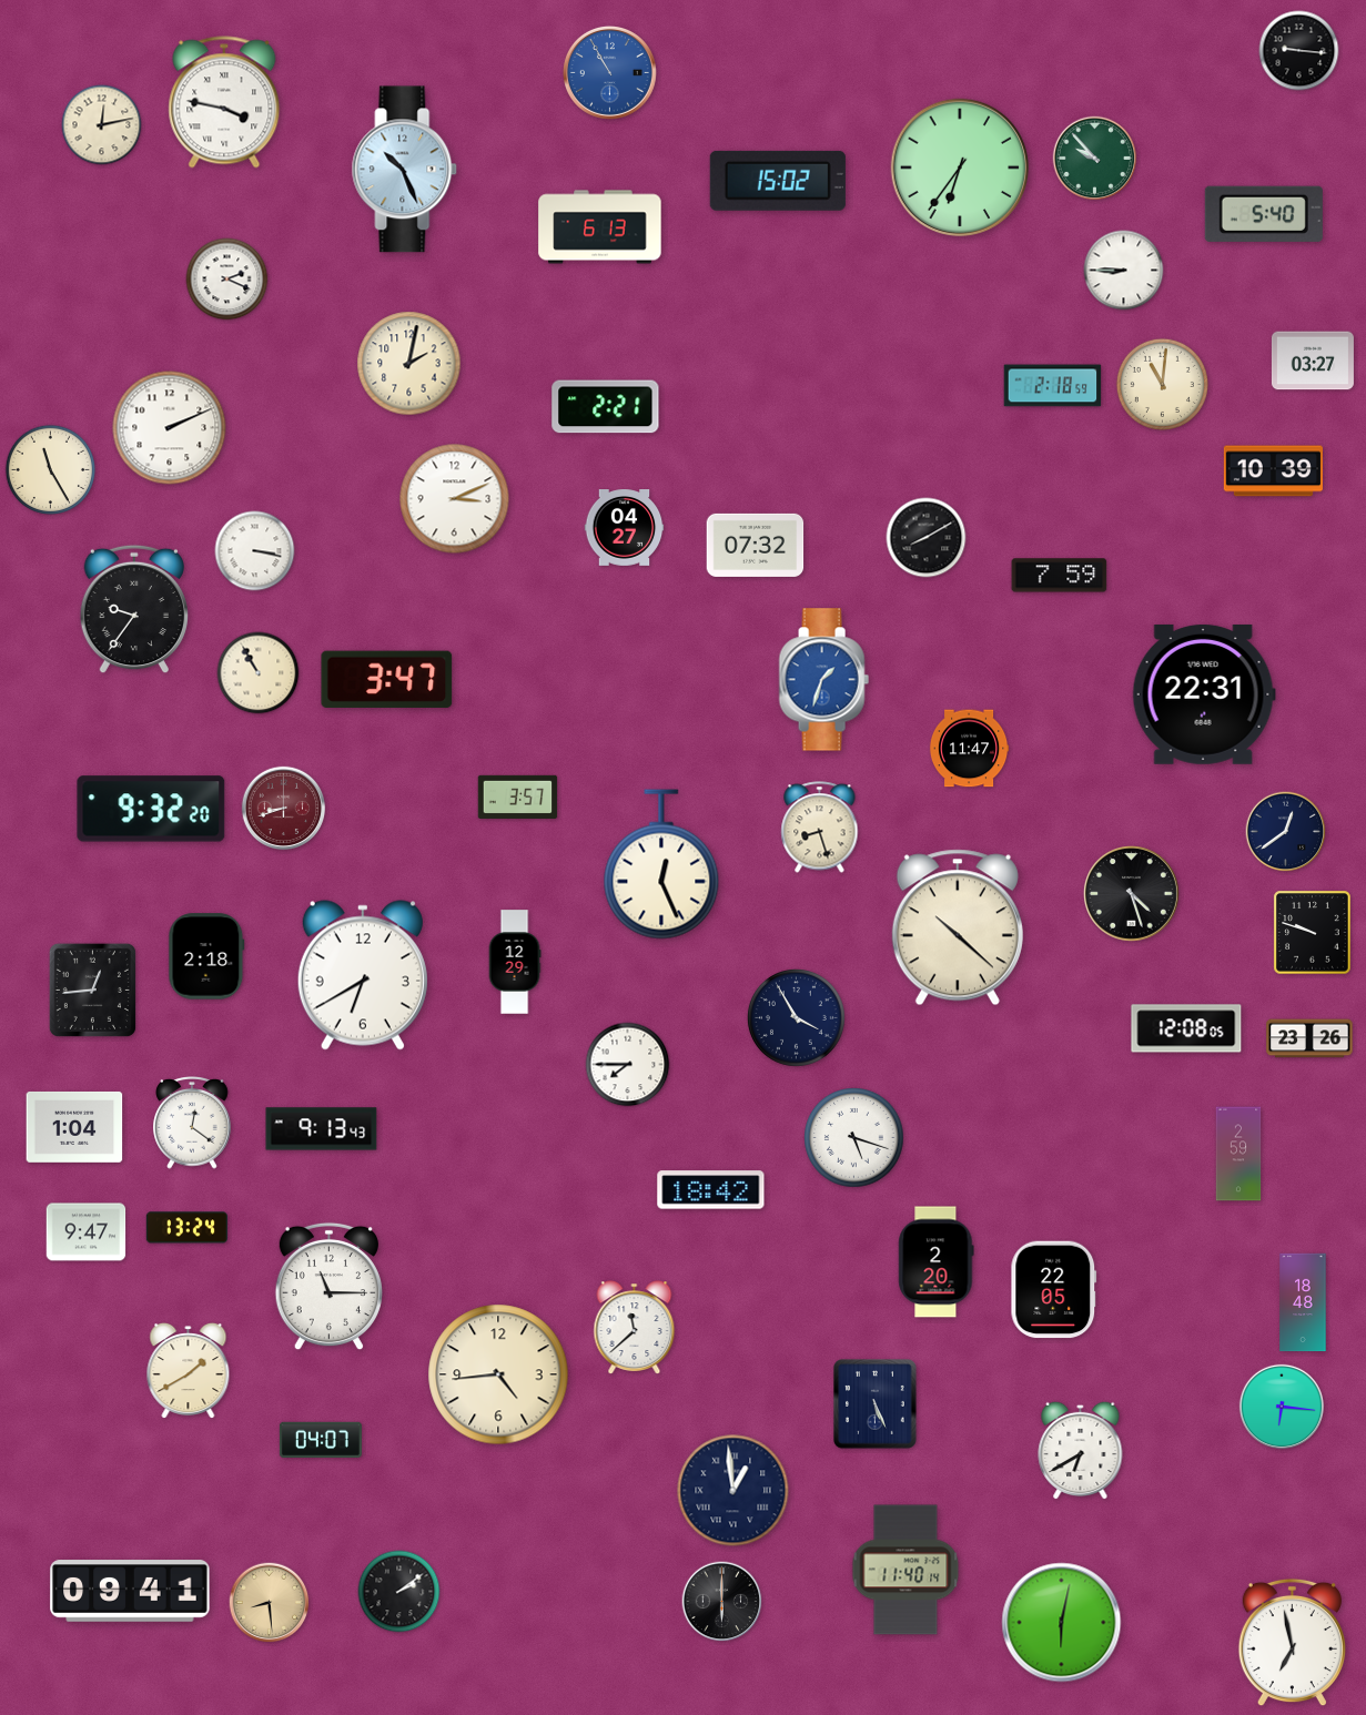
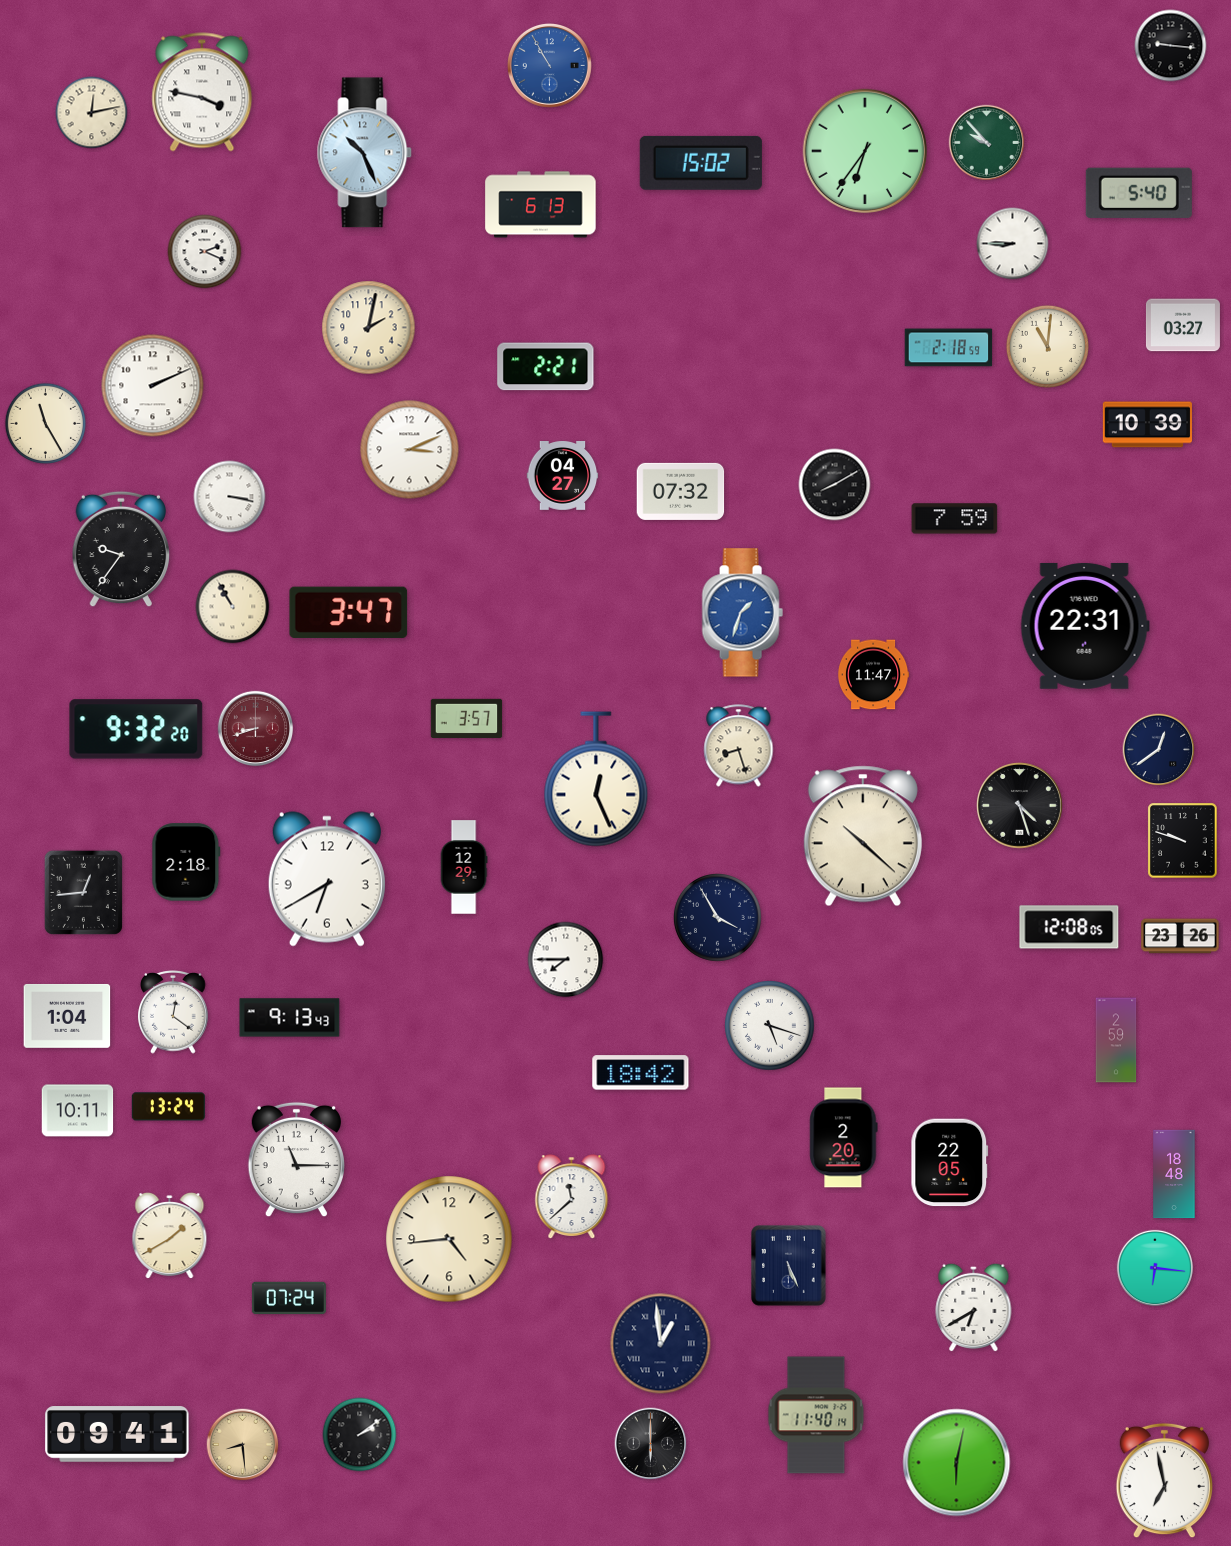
clock at (87, 1232): 9:47 -> 10:11
clock at (321, 1439): 04:07 -> 07:24
